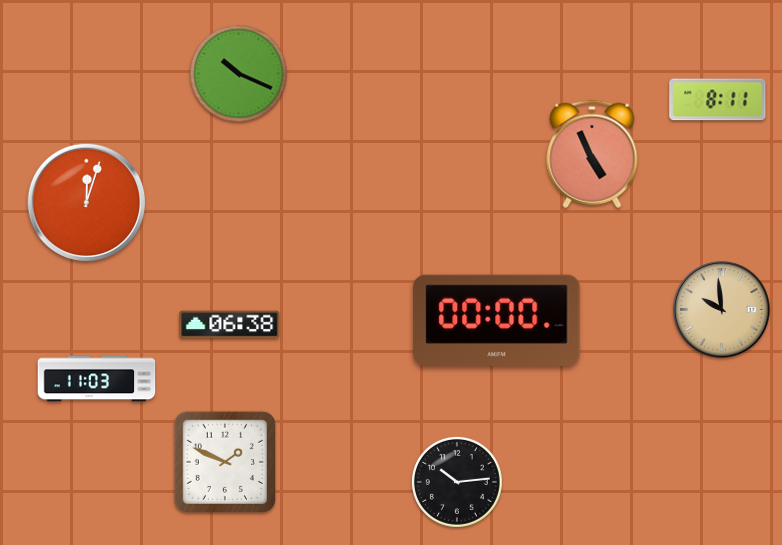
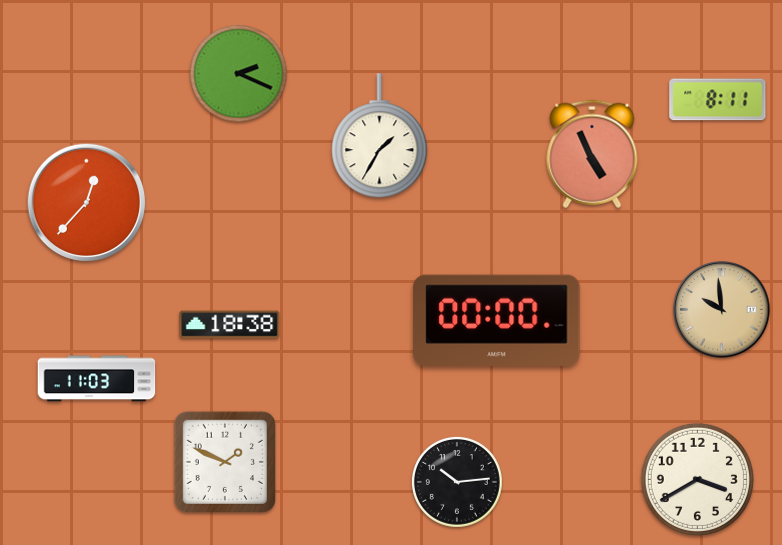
clock at (239, 74): 10:19 -> 2:19
clock at (380, 136): none -> 1:35
clock at (87, 203): 12:03 -> 12:37
clock at (230, 325): 06:38 -> 18:38
clock at (697, 479): none -> 3:40
